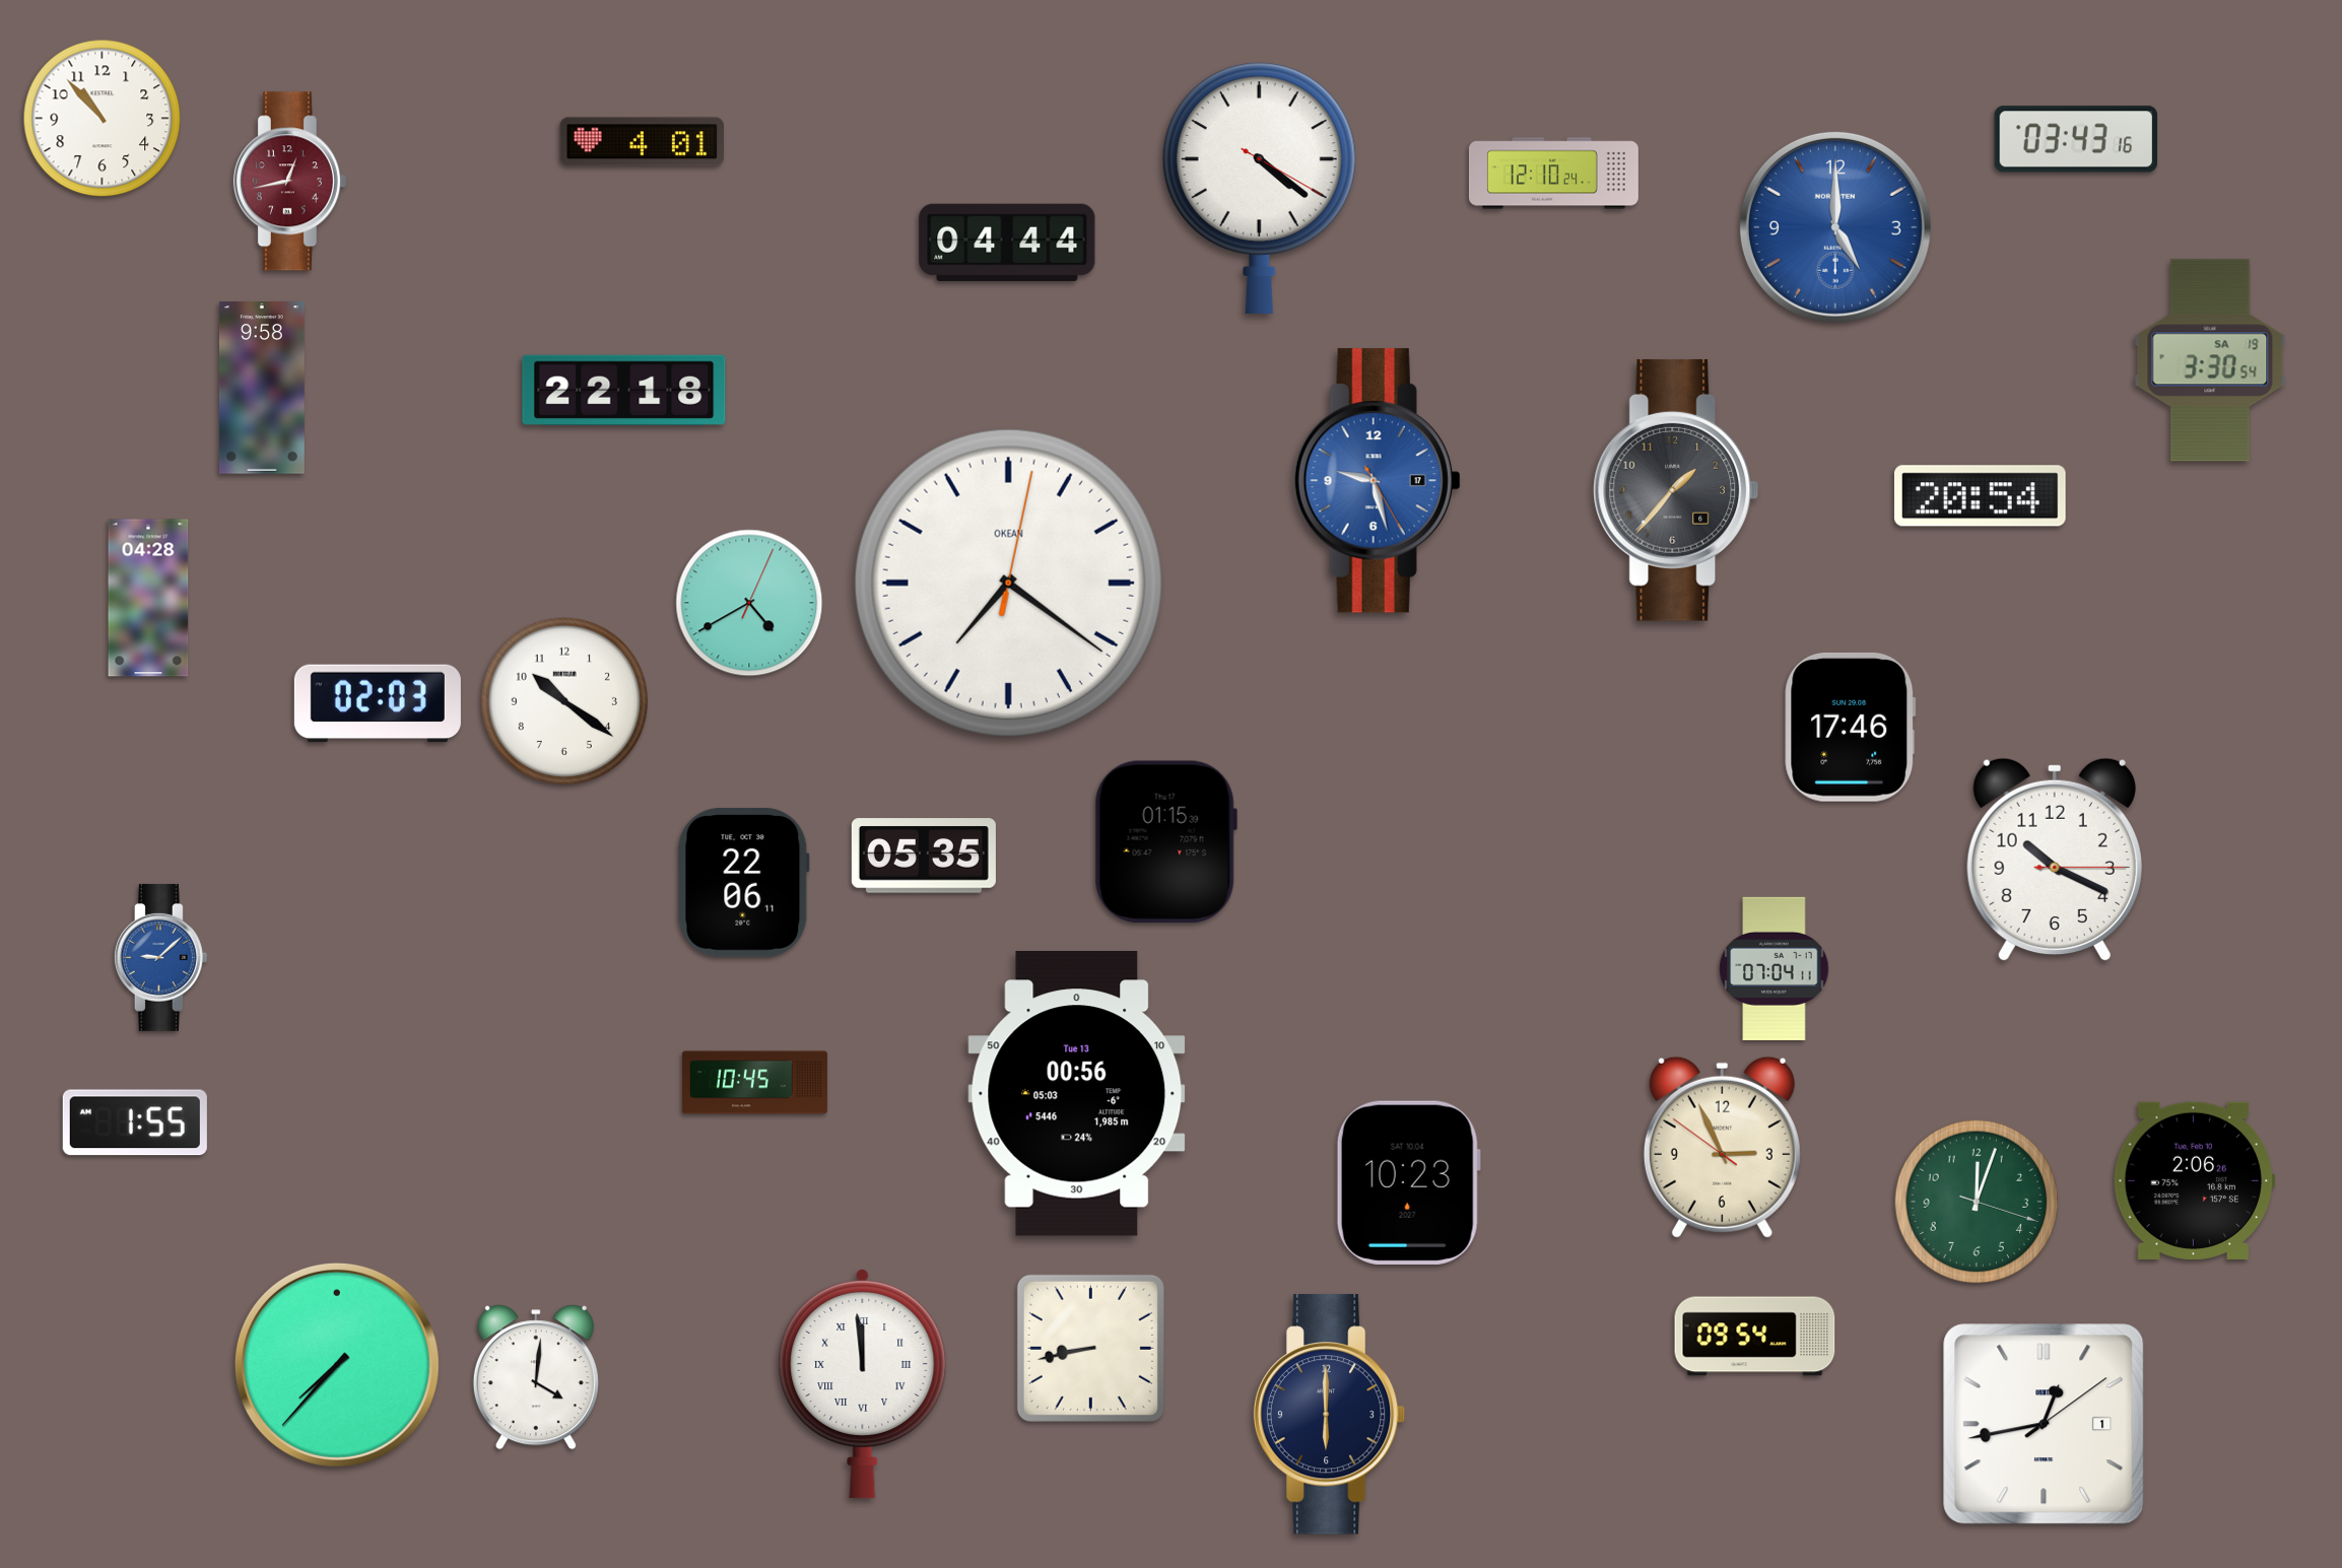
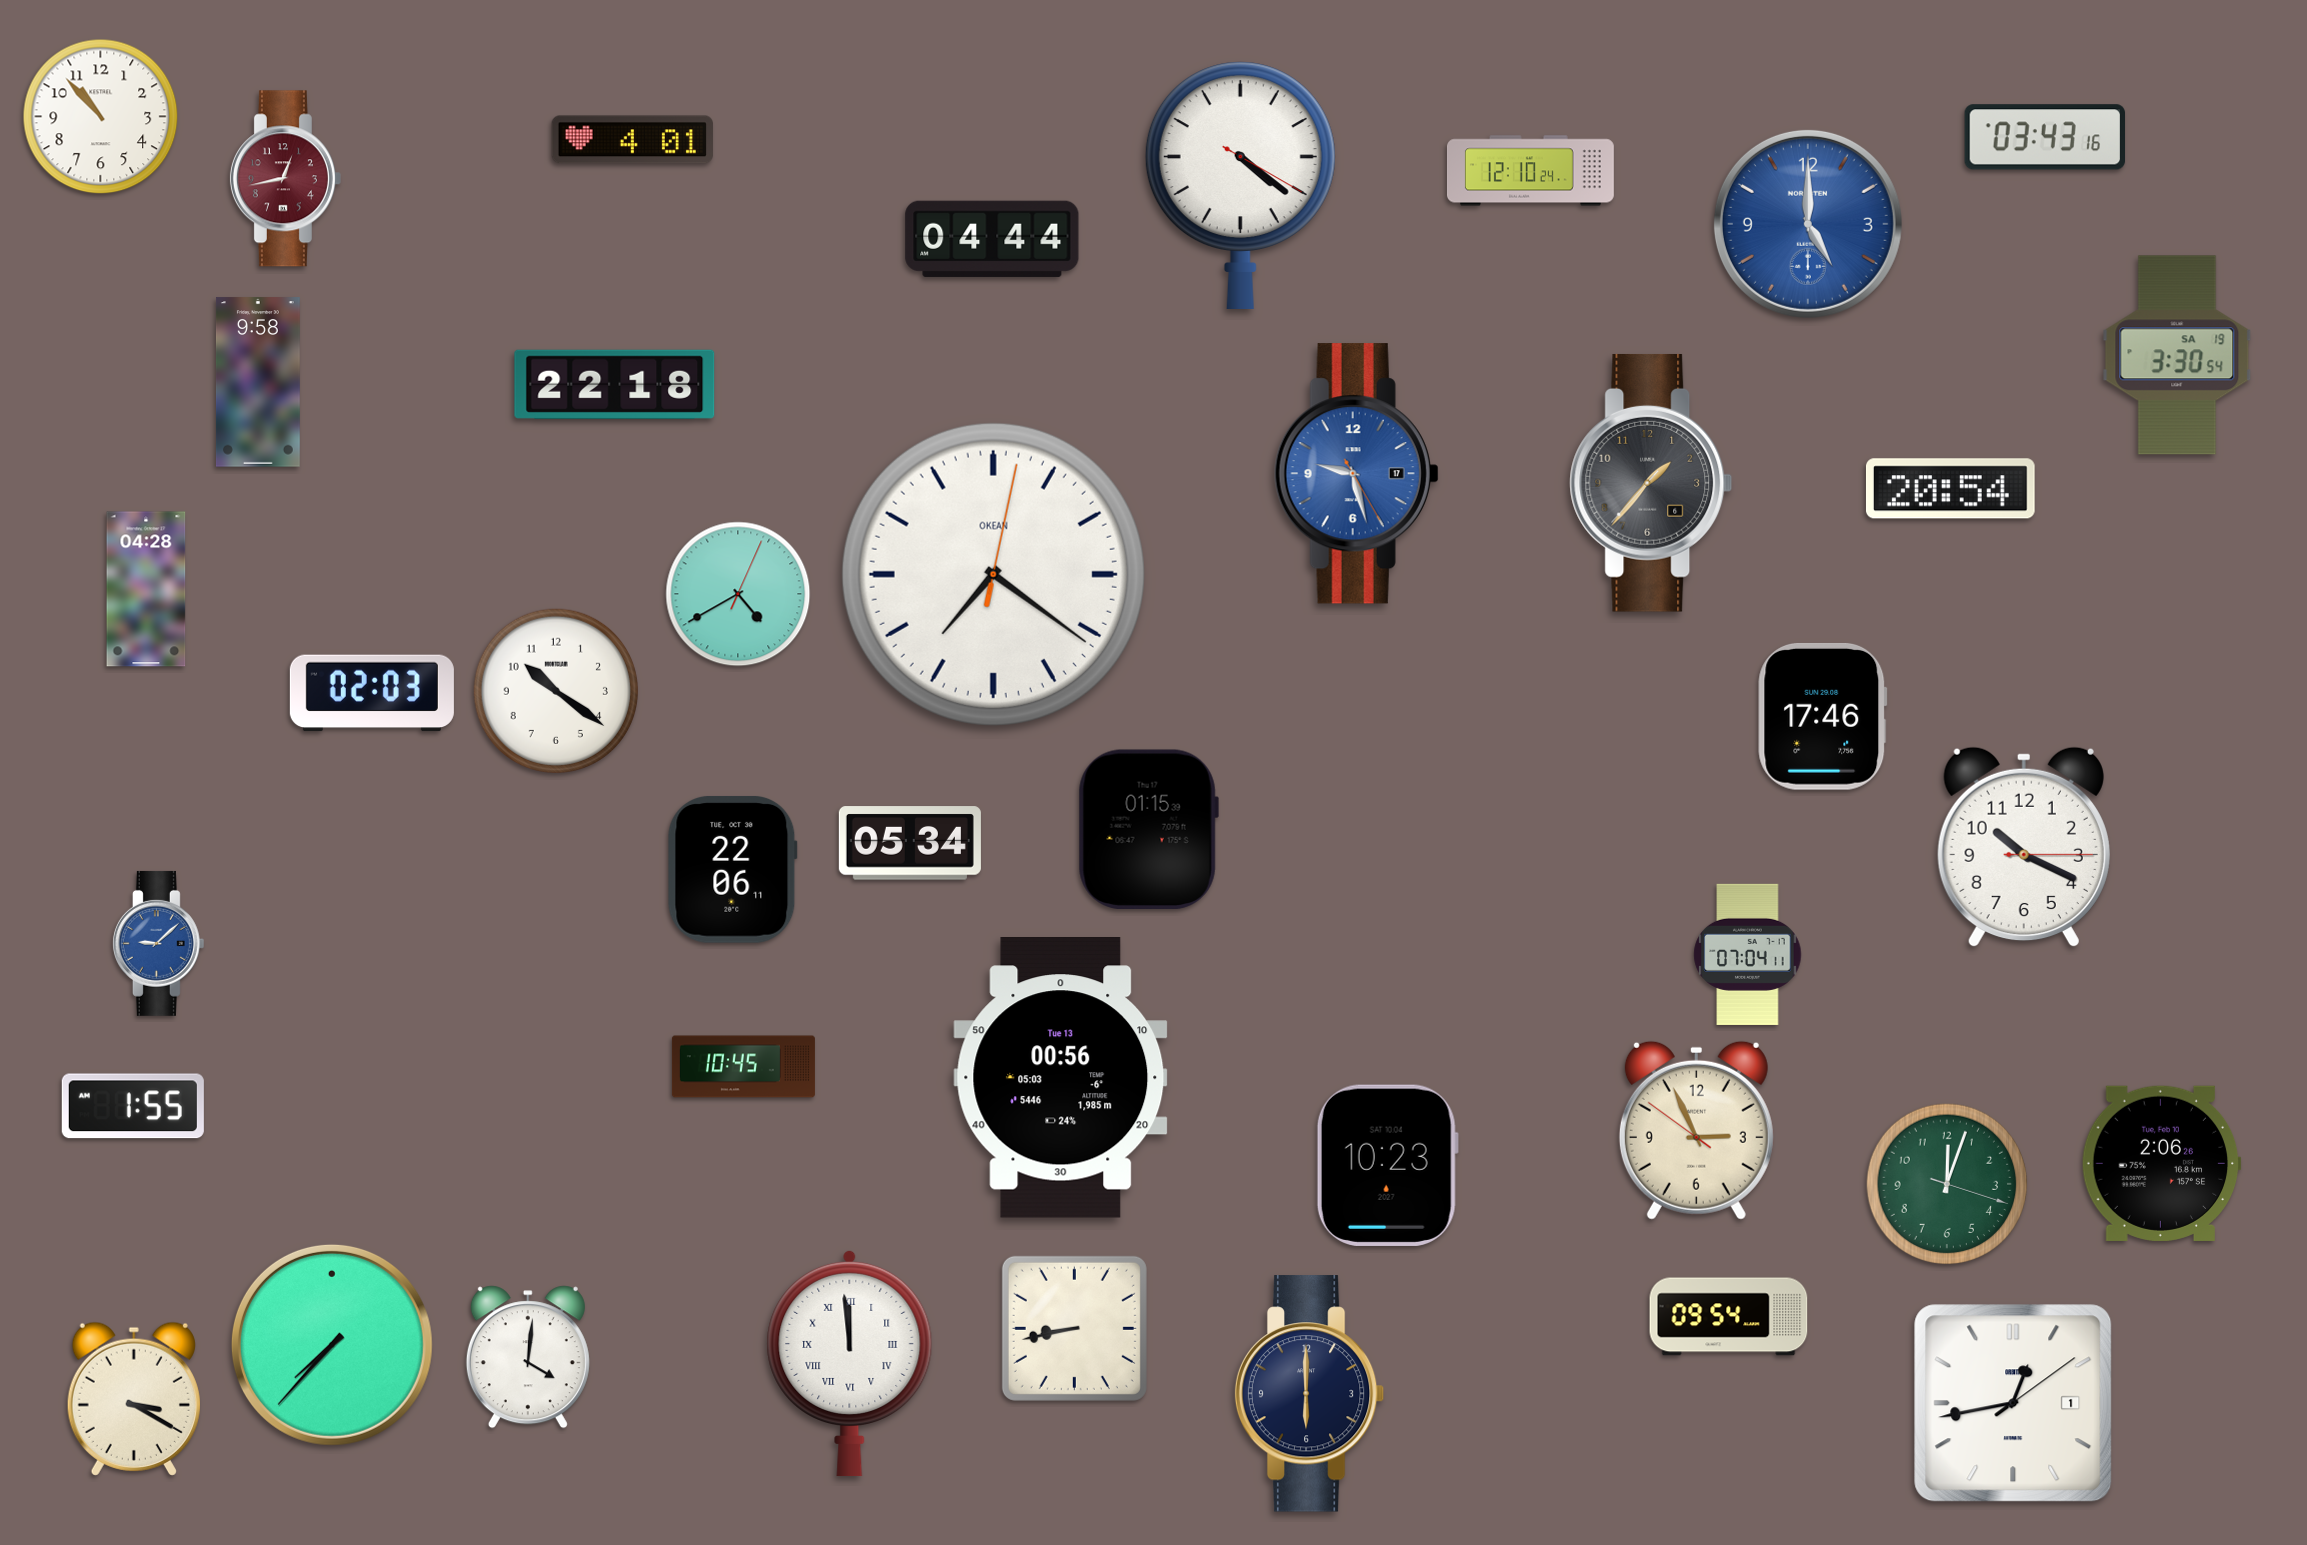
clock at (924, 856): 05:35 -> 05:34
clock at (134, 1399): none -> 3:20
